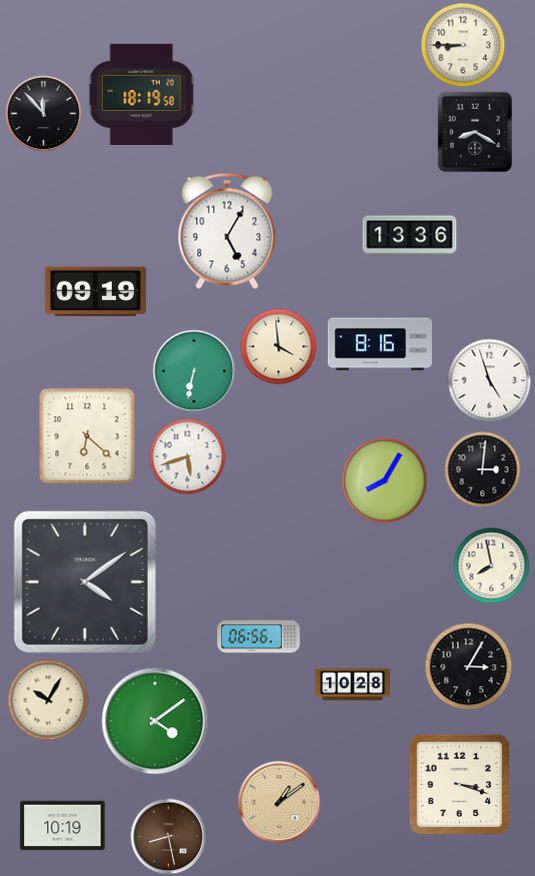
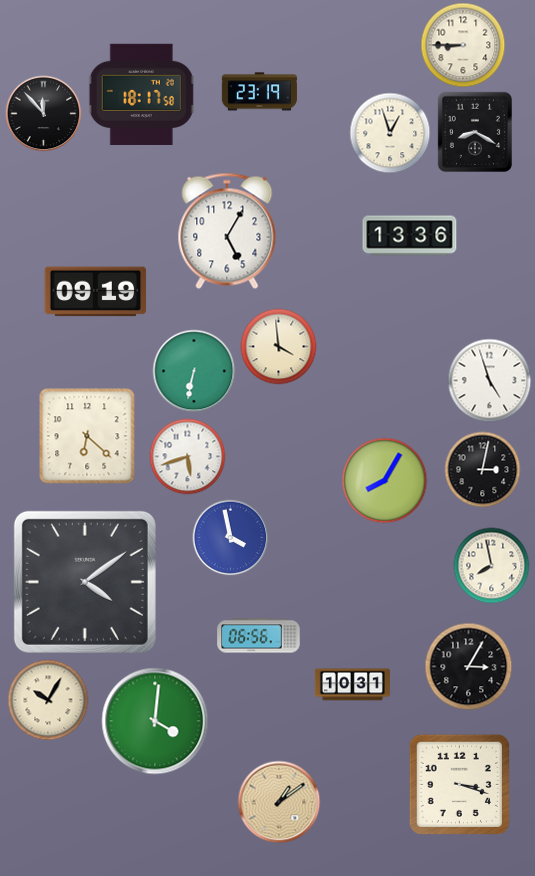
clock at (259, 92): none -> 23:19
clock at (142, 94): 18:19 -> 18:17
clock at (390, 133): none -> 12:57
clock at (380, 344): 8:16 -> none
clock at (483, 470): 3:01 -> 3:02
clock at (231, 538): none -> 3:58
clock at (352, 685): 10:28 -> 10:31
clock at (155, 721): 4:09 -> 4:01
clock at (63, 826): 10:19 -> none
clock at (169, 837): 8:28 -> none
